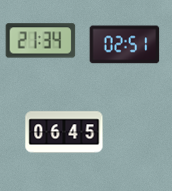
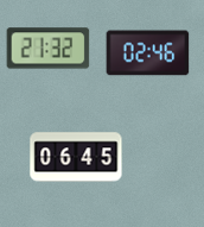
clock at (41, 41): 21:34 -> 21:32
clock at (125, 45): 02:51 -> 02:46
